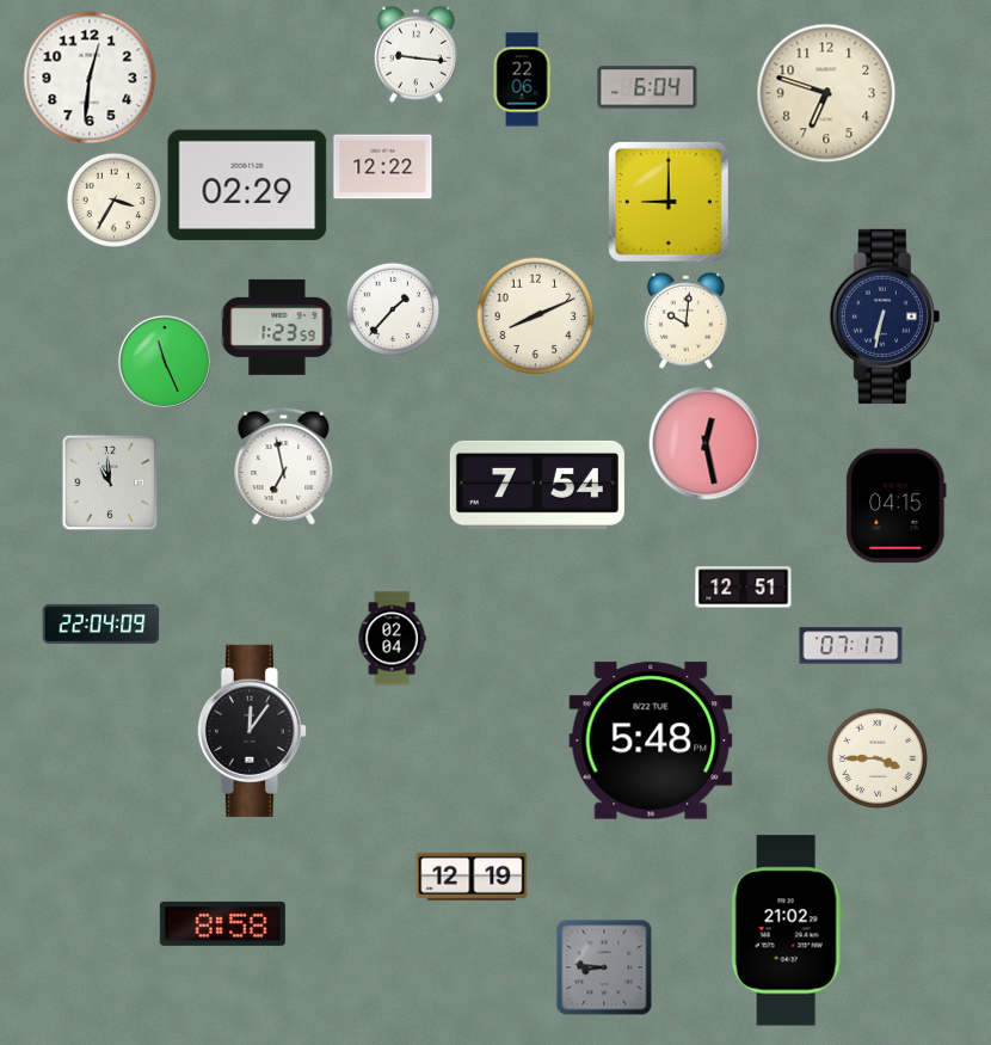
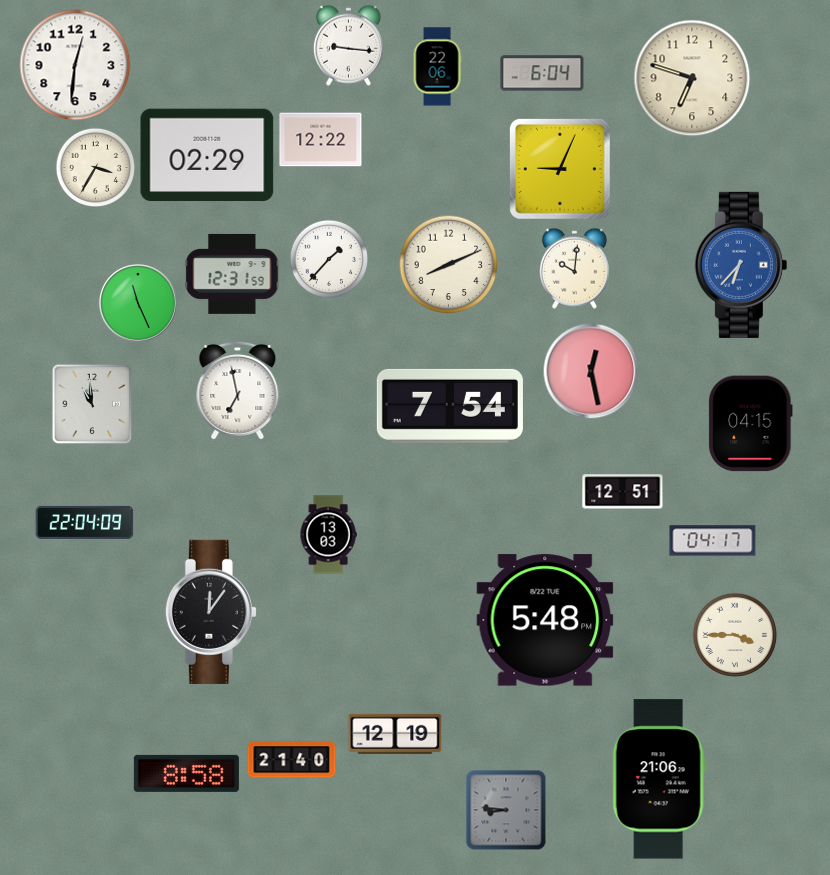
clock at (669, 202): 9:00 -> 9:04
clock at (885, 316): 6:32 -> 6:37
clock at (885, 316) dial: navy -> blue
clock at (277, 327): 1:23 -> 12:31
clock at (392, 639): 02:04 -> 13:03
clock at (851, 646): 07:17 -> 04:17
clock at (292, 760): none -> 21:40
clock at (787, 930): 21:02 -> 21:06
